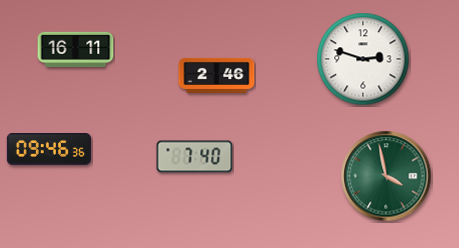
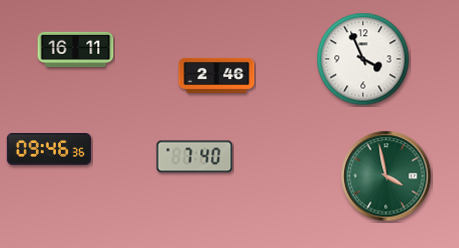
clock at (363, 59): 2:48 -> 3:56
